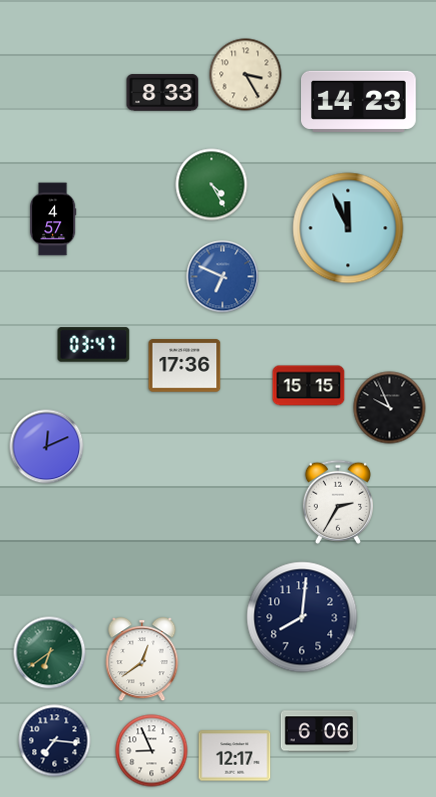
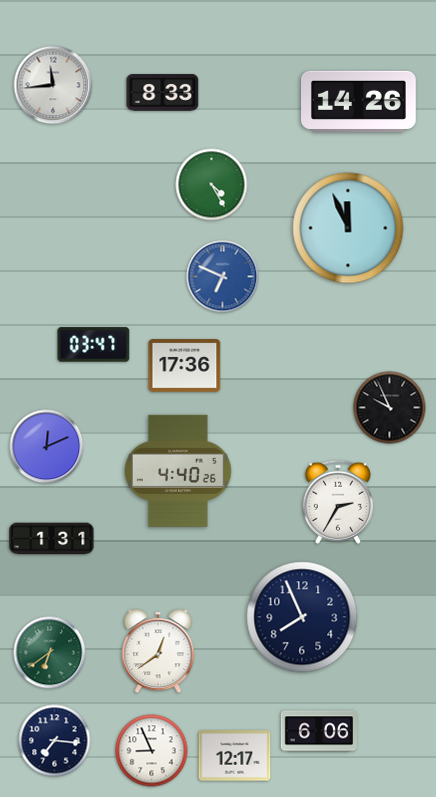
clock at (246, 75): 3:25 -> none
clock at (53, 85): none -> 11:44
clock at (359, 101): 14:23 -> 14:26
clock at (54, 219): 4:57 -> none
clock at (309, 386): 15:15 -> none
clock at (178, 471): none -> 4:40
clock at (52, 539): none -> 1:31
clock at (302, 617): 8:01 -> 7:56
clock at (142, 660) position: (142, 660) -> (158, 652)
